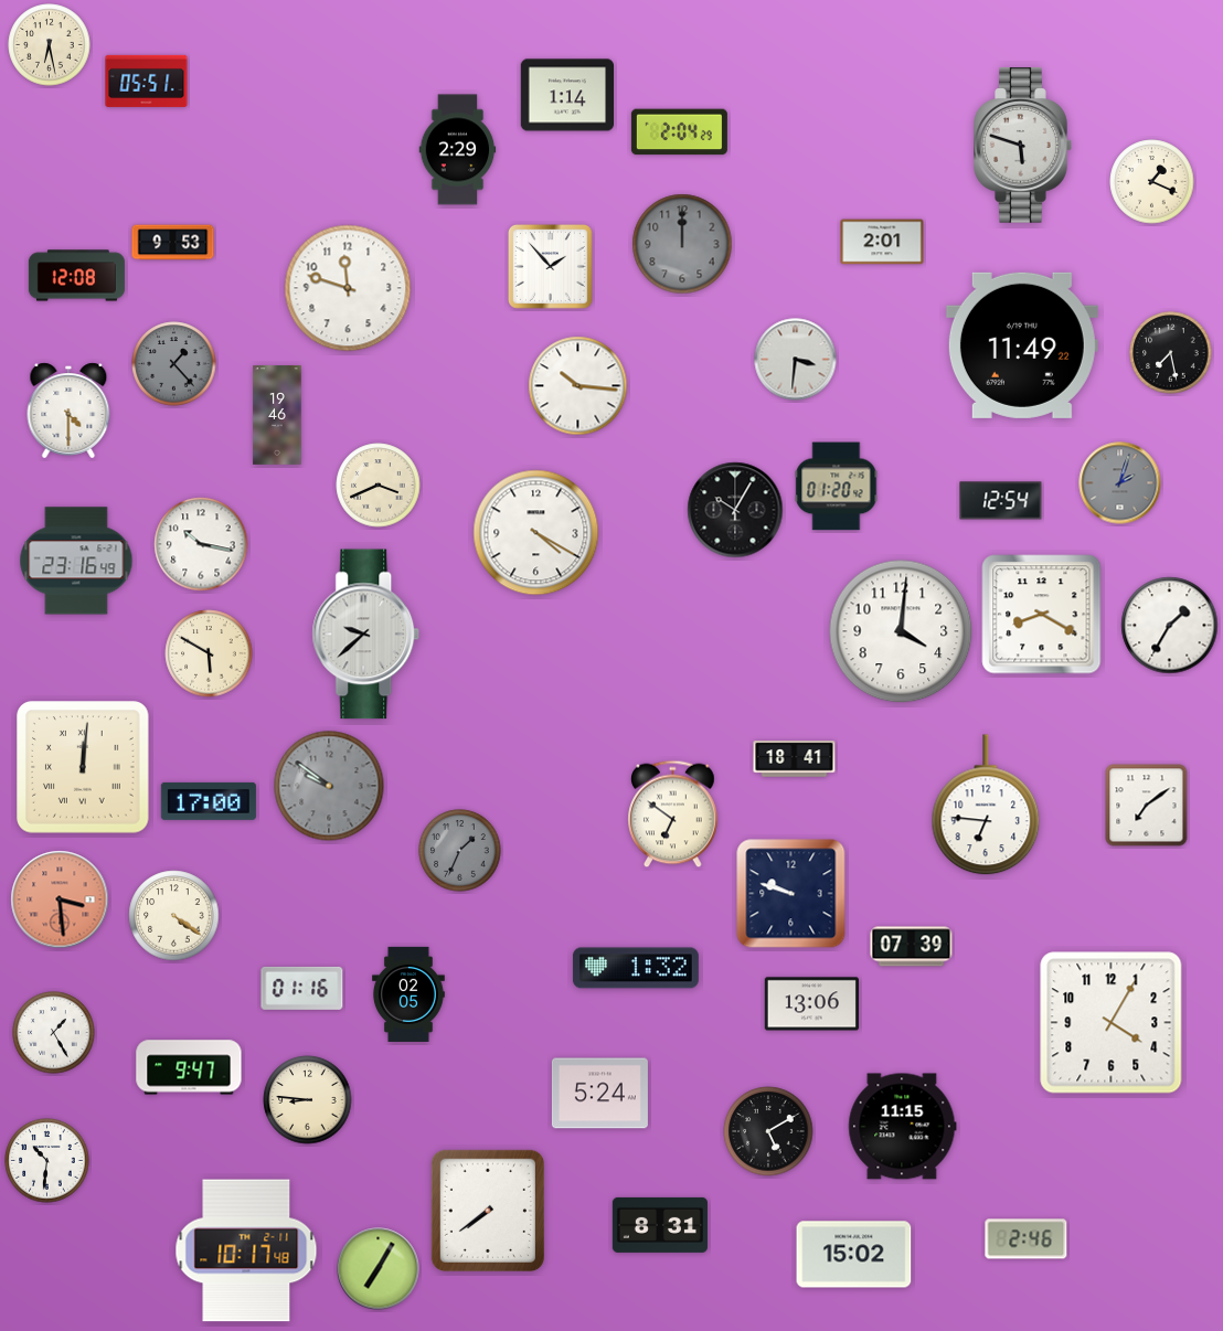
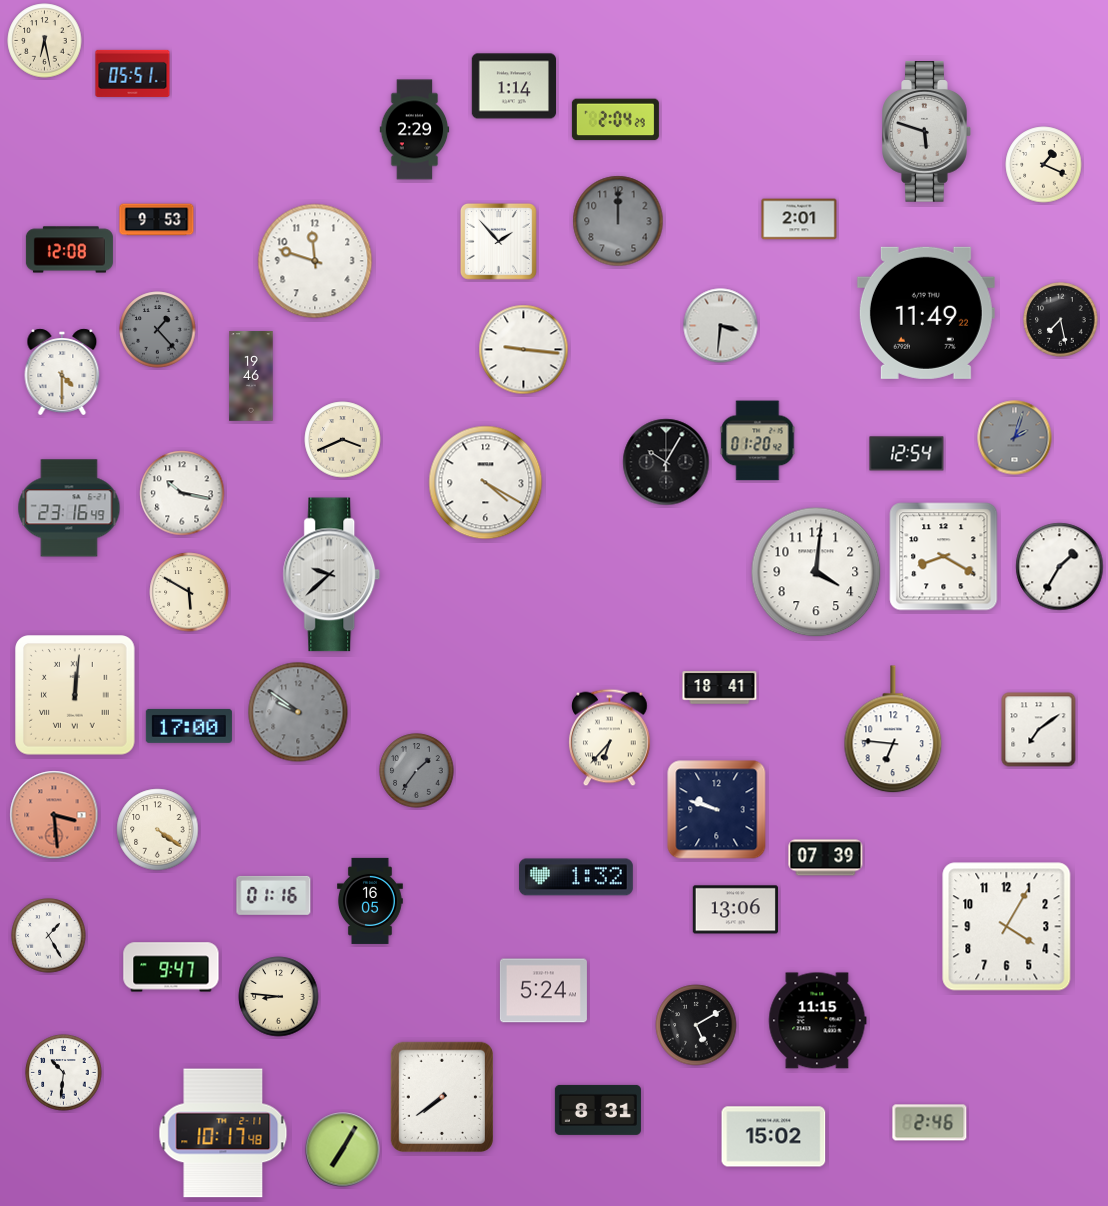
clock at (458, 150) position: (458, 150) -> (415, 130)
clock at (578, 386): 10:16 -> 9:16
clock at (673, 814): 6:51 -> 6:37
clock at (460, 851): 1:34 -> 1:36
clock at (410, 994): 02:05 -> 16:05
clock at (47, 1161) position: (47, 1161) -> (64, 1073)
